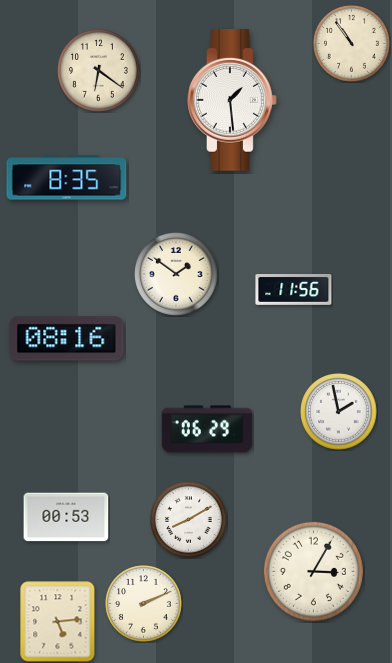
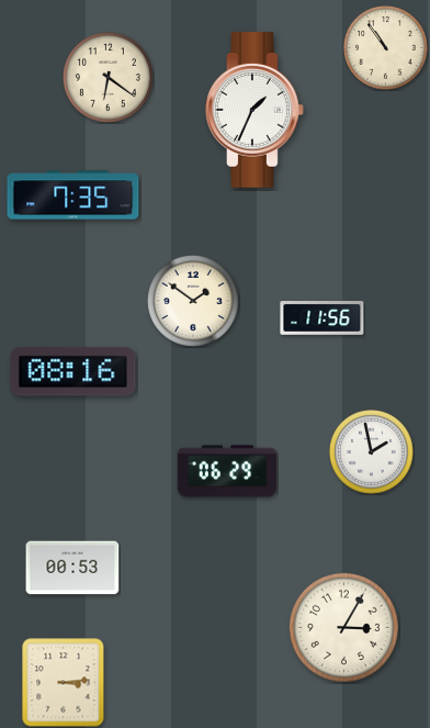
clock at (232, 100): 1:29 -> 1:34
clock at (67, 178): 8:35 -> 7:35
clock at (189, 520): 8:10 -> none
clock at (144, 604): 2:11 -> none
clock at (58, 622): 5:14 -> 3:14
